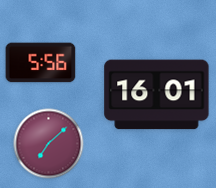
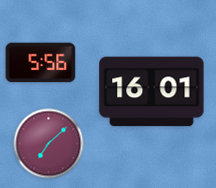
clock at (157, 95) position: (157, 95) -> (152, 92)
